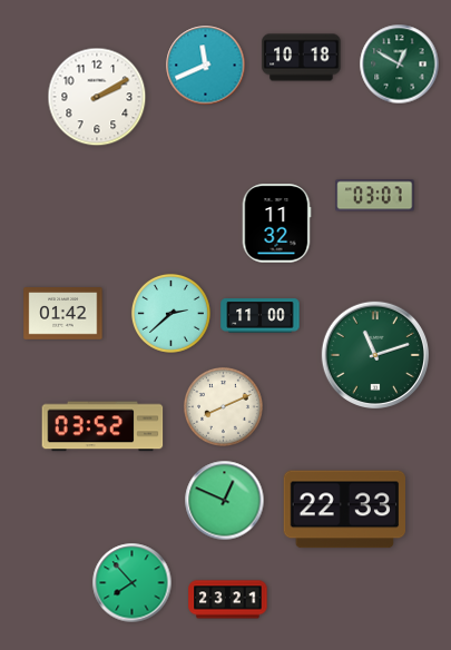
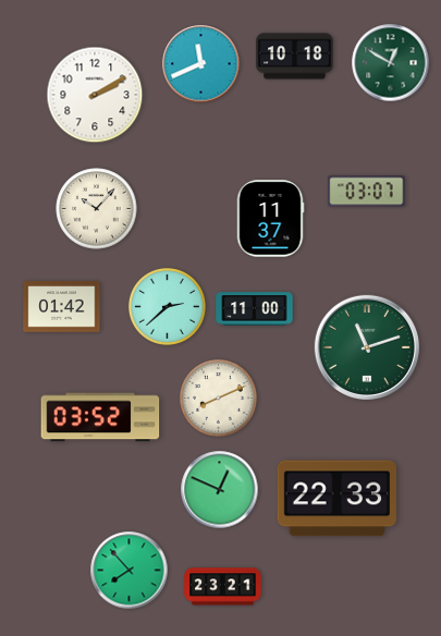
clock at (97, 209): none -> 10:07
clock at (276, 224): 11:32 -> 11:37
